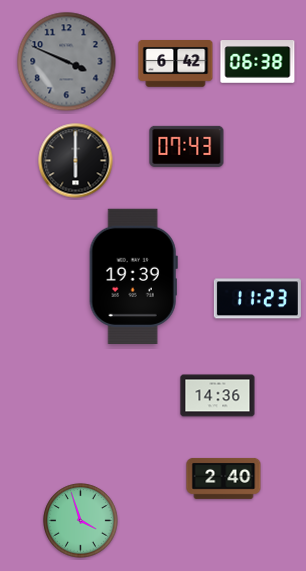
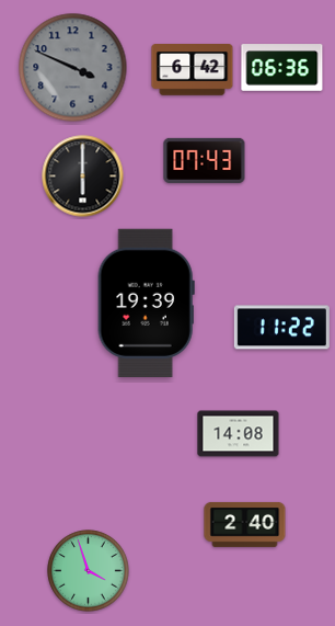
clock at (258, 62): 06:38 -> 06:36
clock at (257, 299): 11:23 -> 11:22
clock at (218, 396): 14:36 -> 14:08
